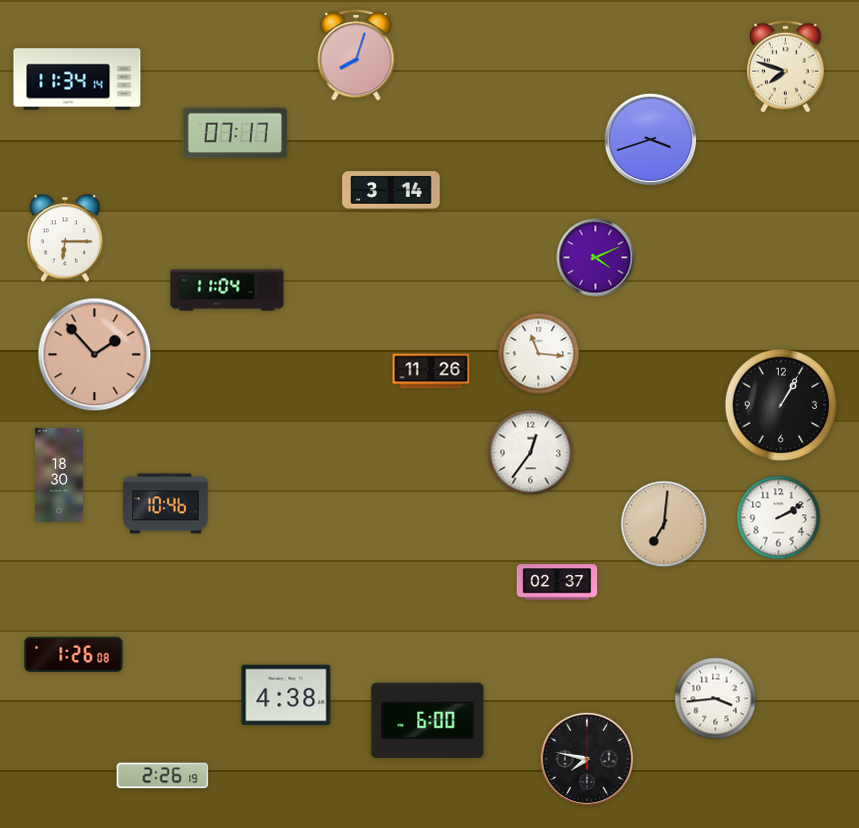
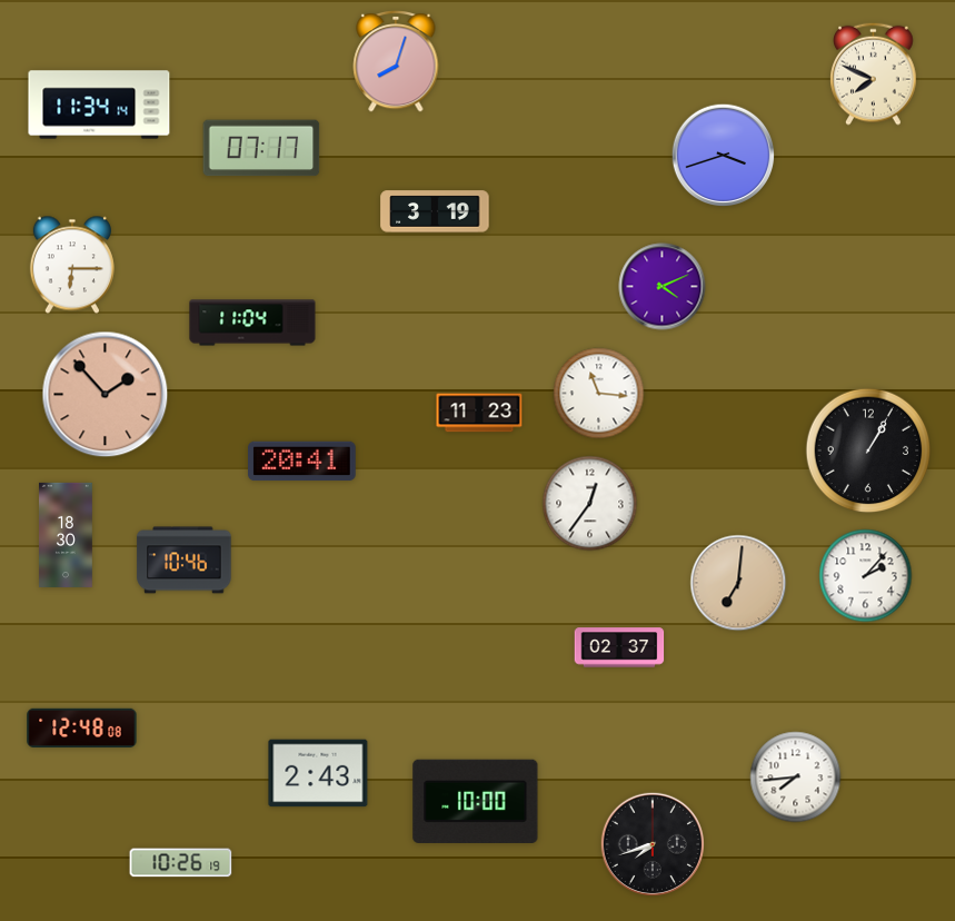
clock at (786, 66): 7:48 -> 7:49
clock at (77, 79) position: (77, 79) -> (99, 105)
clock at (391, 190): 3:14 -> 3:19
clock at (431, 371): 11:26 -> 11:23
clock at (302, 462): none -> 20:41
clock at (60, 475) position: (60, 475) -> (67, 535)
clock at (779, 518): 2:10 -> 2:07
clock at (74, 654): 1:26 -> 12:48
clock at (286, 695): 4:38 -> 2:43
clock at (716, 699): 3:44 -> 7:44
clock at (428, 720): 6:00 -> 10:00
clock at (586, 758): 7:47 -> 7:42
clock at (163, 776): 2:26 -> 10:26
